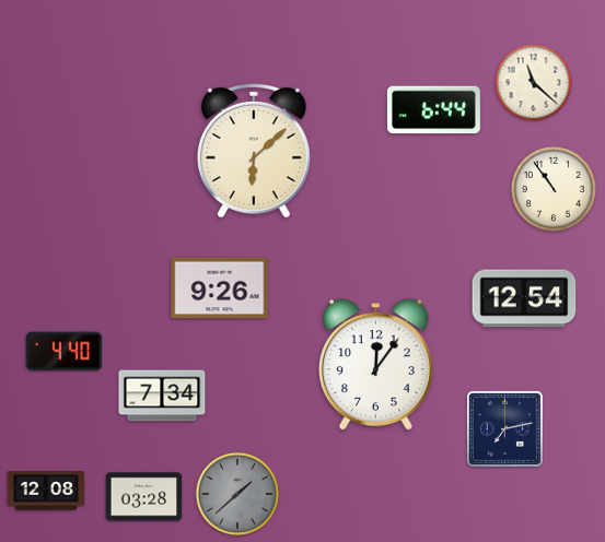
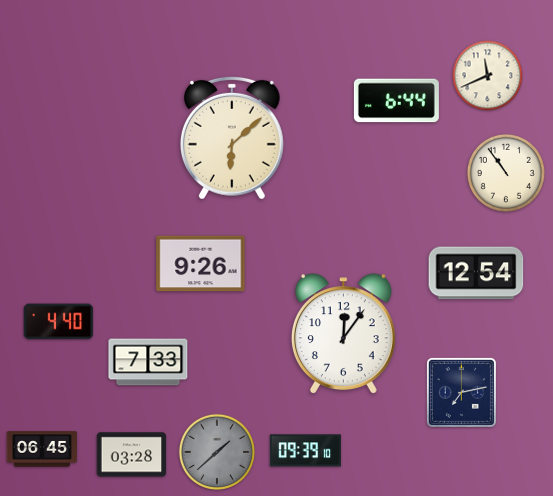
clock at (534, 83): 11:22 -> 11:41
clock at (524, 298) position: (524, 298) -> (476, 273)
clock at (162, 396): 7:34 -> 7:33
clock at (46, 491): 12:08 -> 06:45
clock at (305, 451): none -> 09:39
